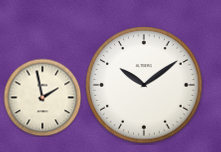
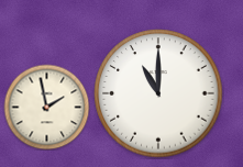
clock at (144, 85): 10:09 -> 11:00
